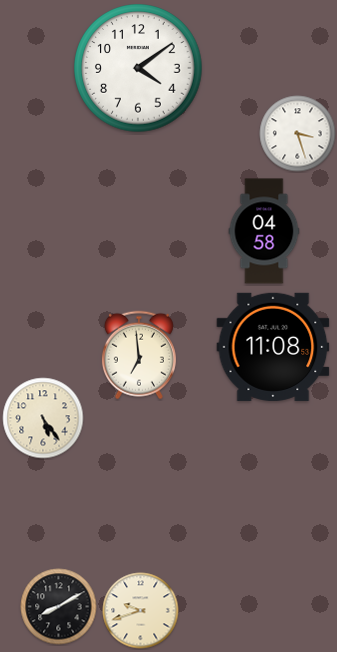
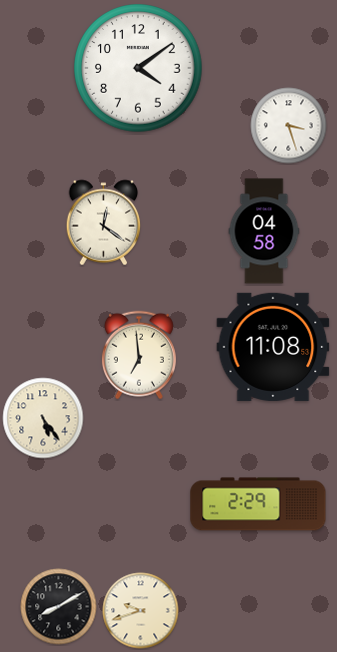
clock at (298, 134) position: (298, 134) -> (289, 126)
clock at (104, 223): none -> 12:21
clock at (258, 504): none -> 2:29
